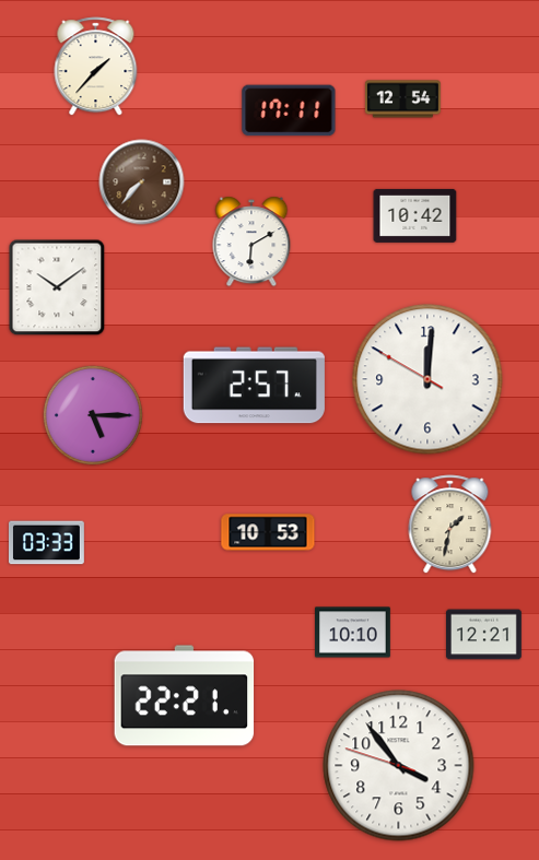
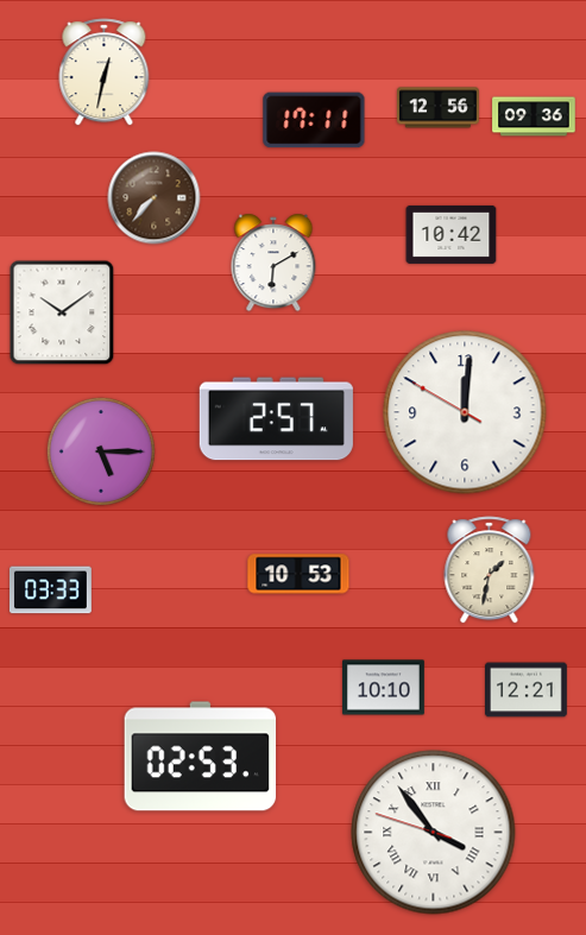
clock at (96, 67): 1:37 -> 12:32
clock at (402, 99): 12:54 -> 12:56
clock at (534, 116): none -> 09:36
clock at (268, 532) position: (268, 532) -> (298, 574)
clock at (185, 696): 22:21 -> 02:53
clock at (399, 766) numerals: Arabic -> Roman
